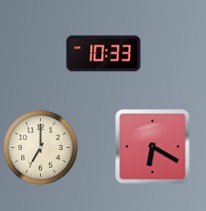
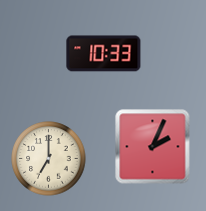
clock at (153, 147): 6:20 -> 2:04
clock at (41, 148) position: (41, 148) -> (49, 159)
